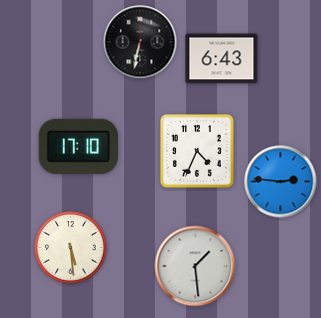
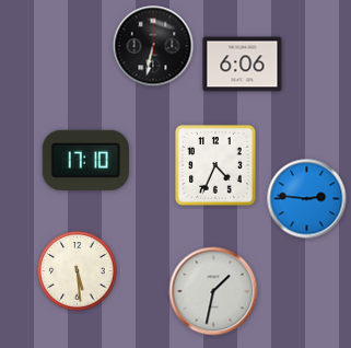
clock at (222, 59): 6:43 -> 6:06
clock at (195, 266): 1:29 -> 1:32
